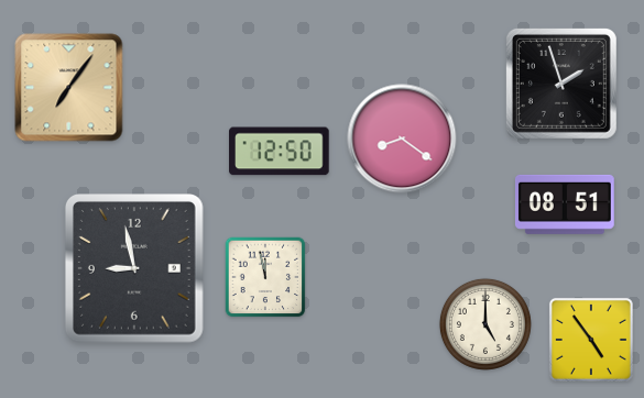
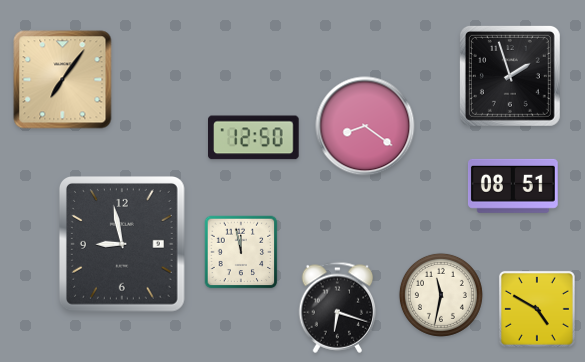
clock at (485, 324): 5:00 -> 11:32
clock at (338, 307): none -> 6:18
clock at (591, 340): 4:54 -> 4:50
